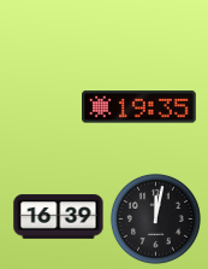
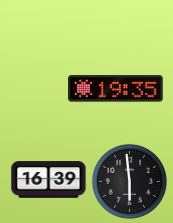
clock at (155, 218): 12:02 -> 5:59
